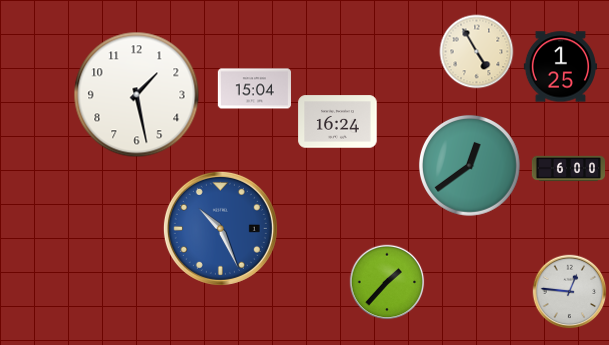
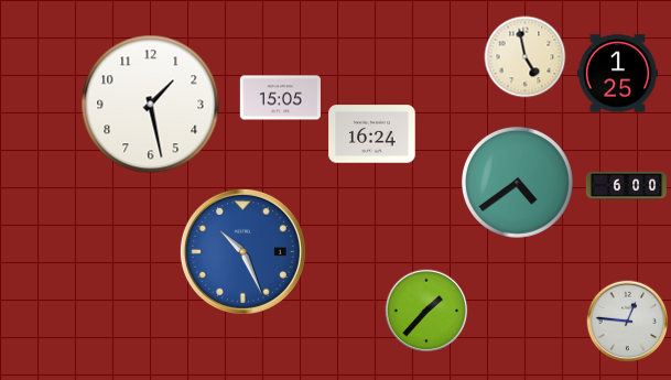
clock at (477, 52): 4:55 -> 4:58
clock at (254, 89): 15:04 -> 15:05
clock at (470, 165): 12:39 -> 4:39
